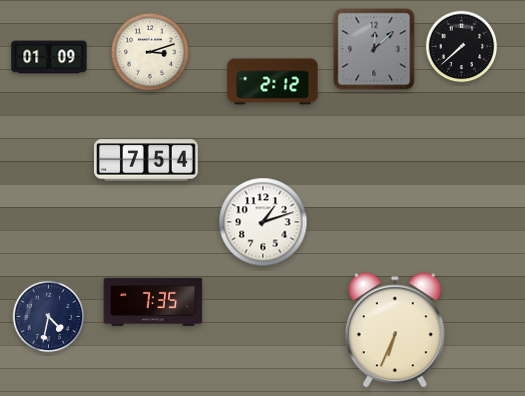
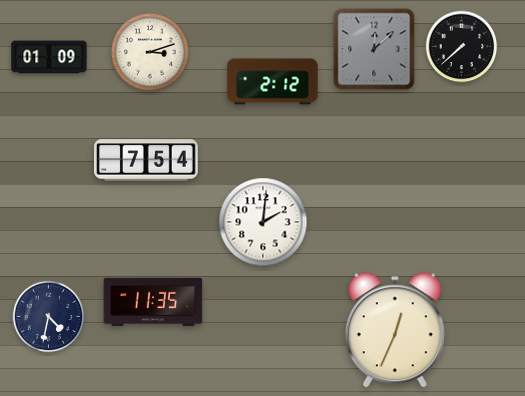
clock at (263, 222): 1:12 -> 2:01
clock at (153, 302): 7:35 -> 11:35
clock at (395, 330): 6:34 -> 12:34
